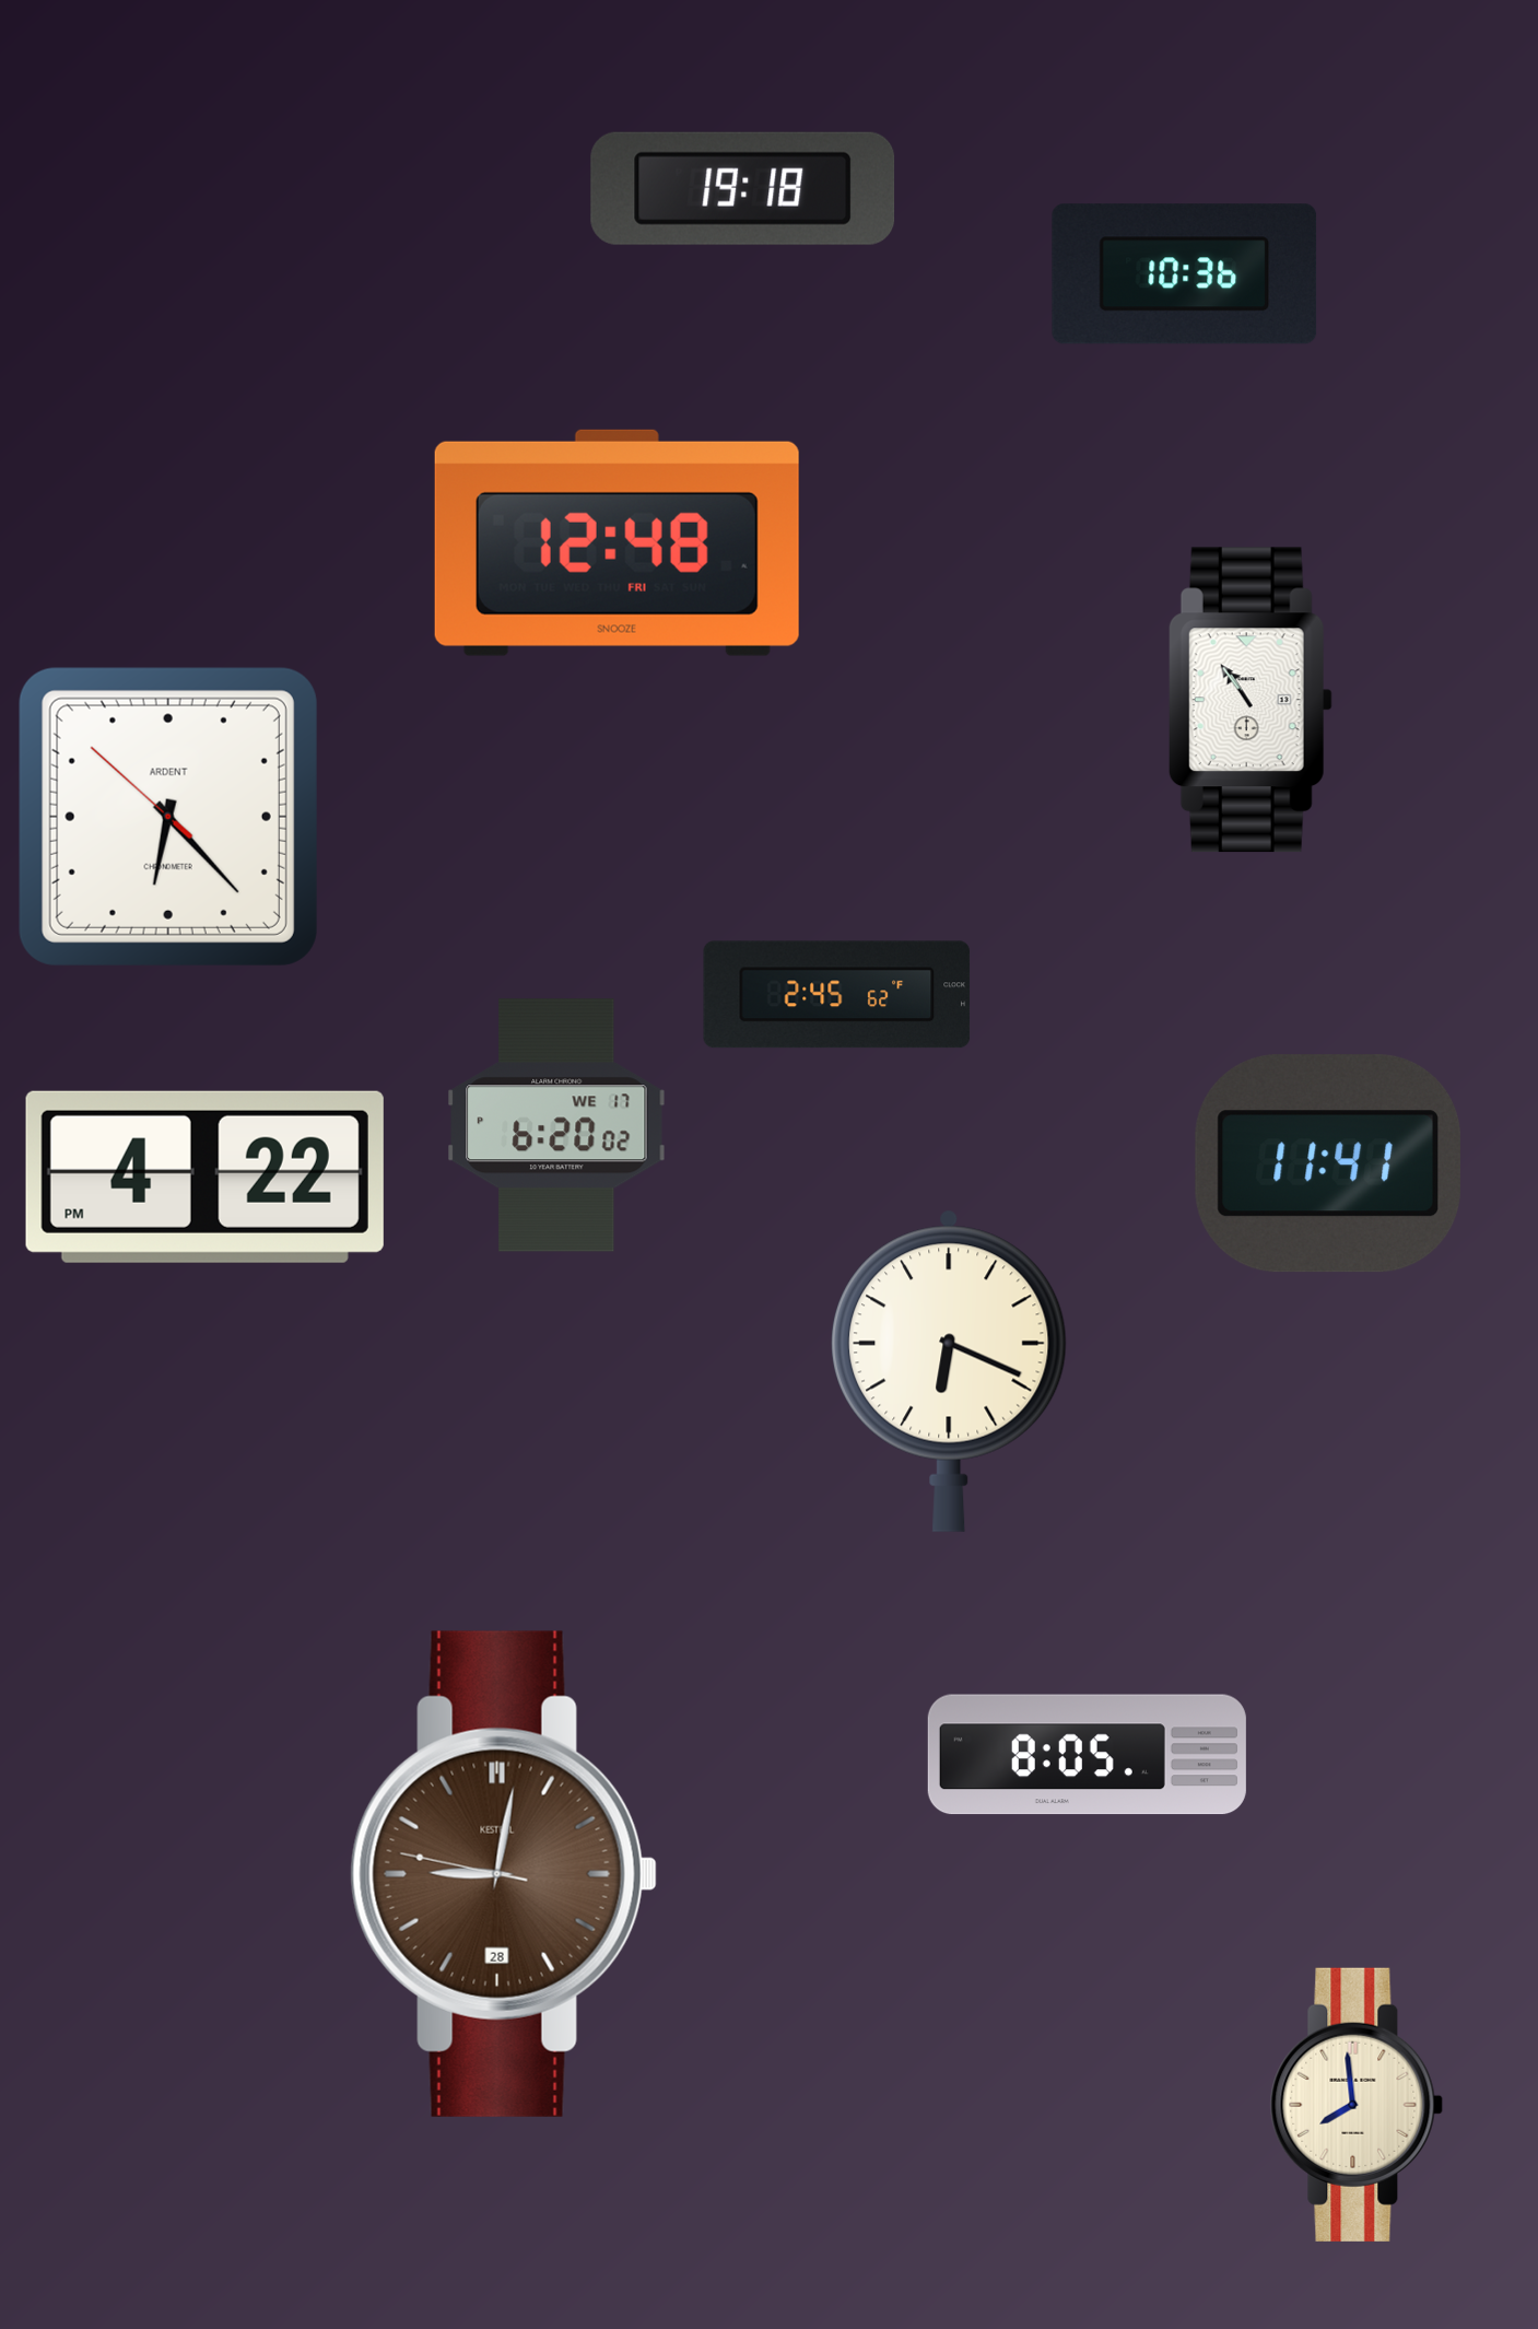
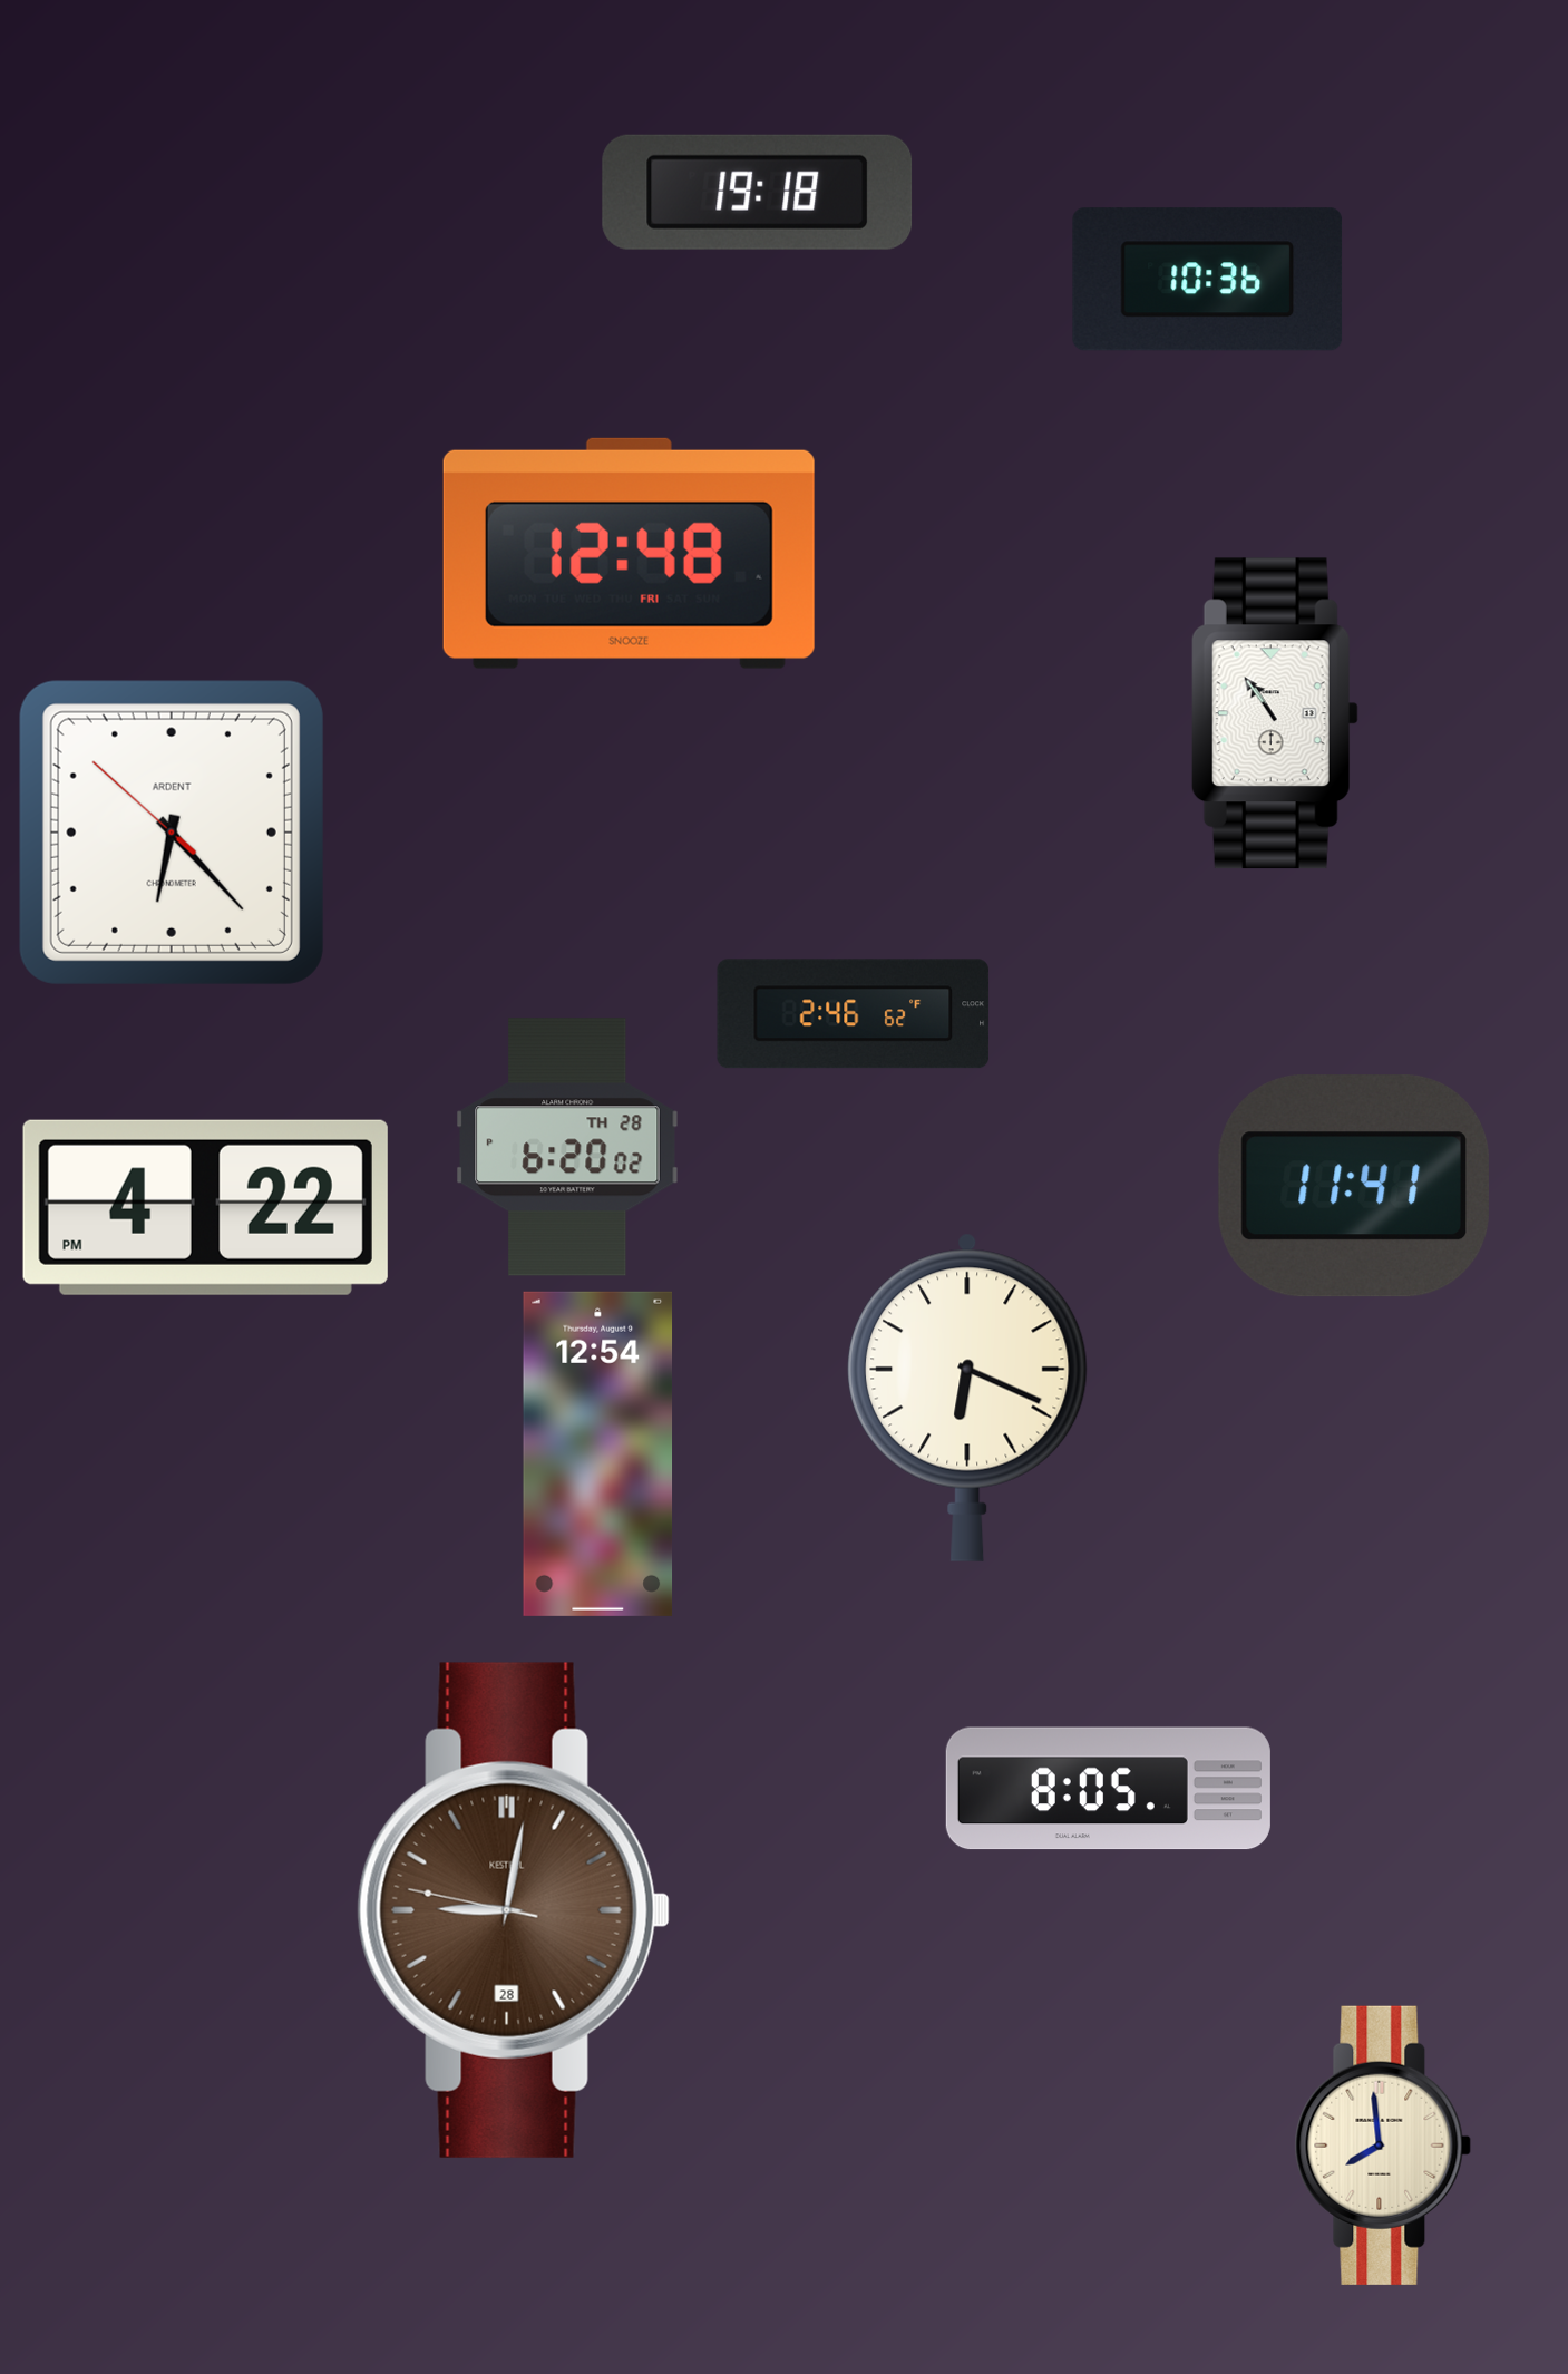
clock at (837, 995): 2:45 -> 2:46
clock at (556, 1125) date: WE 17 -> TH 28
clock at (204, 1177) position: (204, 1177) -> (205, 1207)
clock at (598, 1453): none -> 12:54
